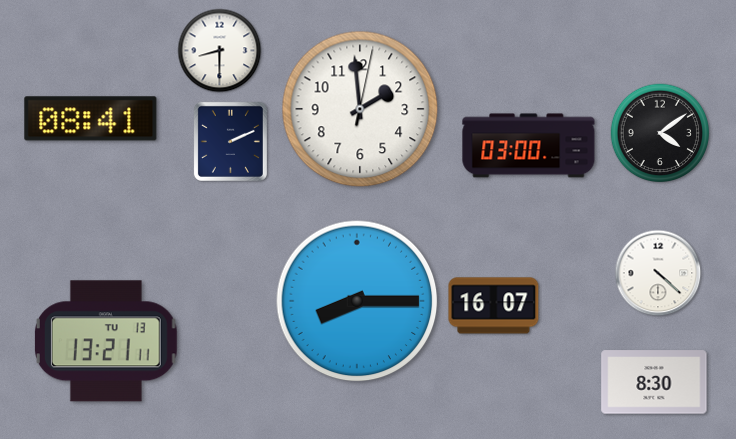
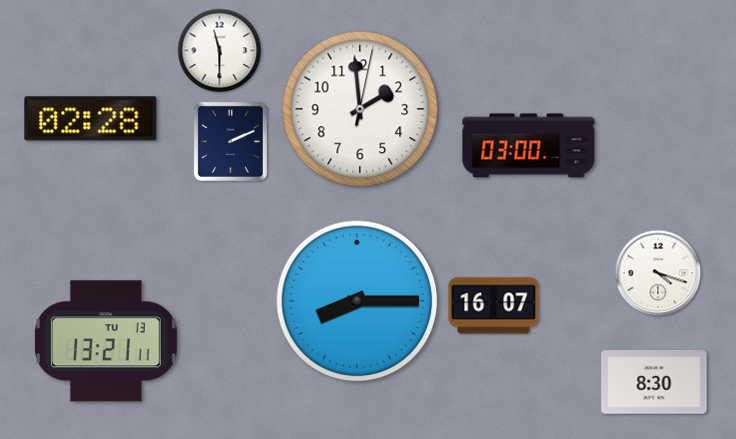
clock at (220, 51): 8:30 -> 11:30
clock at (91, 119): 08:41 -> 02:28
clock at (660, 133): 4:09 -> none
clock at (658, 273): 4:22 -> 4:18
